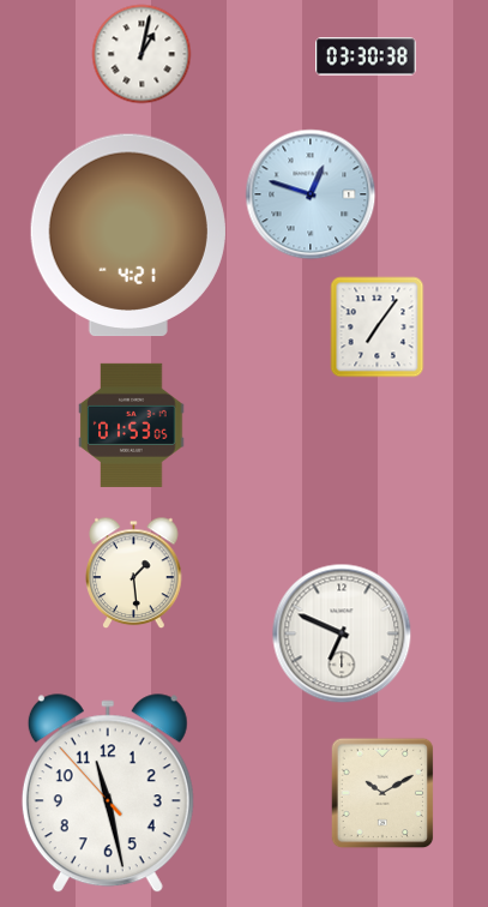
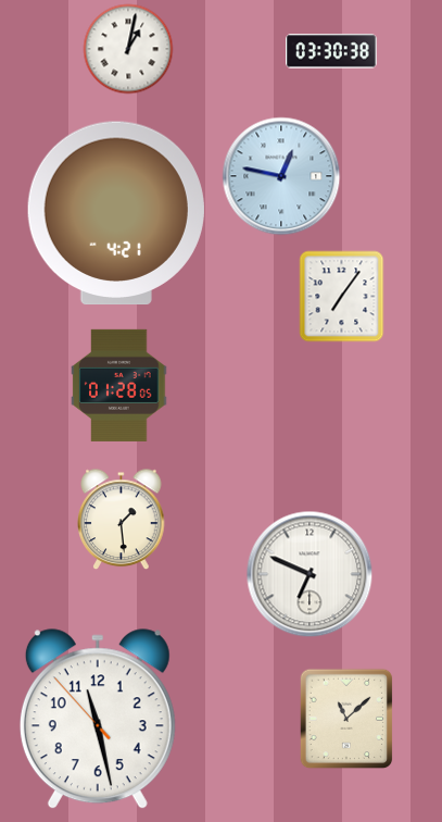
clock at (311, 194): 12:48 -> 12:47
clock at (132, 425): 01:53 -> 01:28
clock at (382, 793): 10:10 -> 11:08
